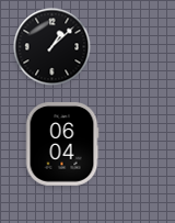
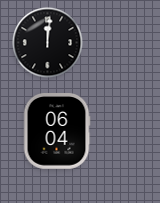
clock at (52, 47): 1:08 -> 12:01
